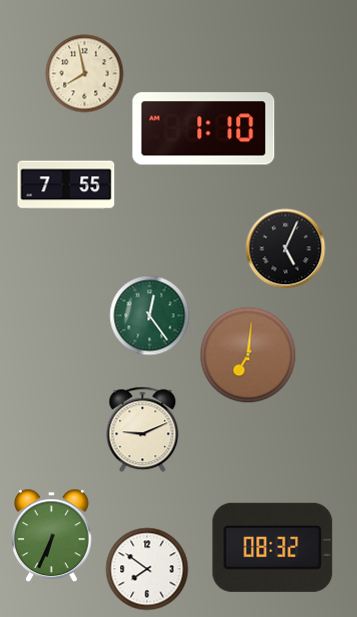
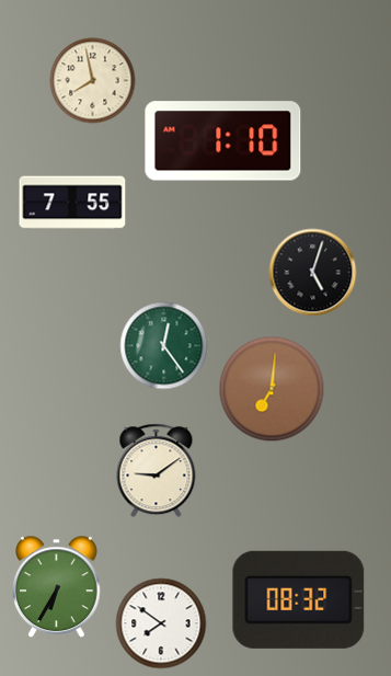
clock at (286, 249): 5:04 -> 5:03
clock at (143, 430): 9:11 -> 9:09
clock at (52, 536): 6:34 -> 6:35
